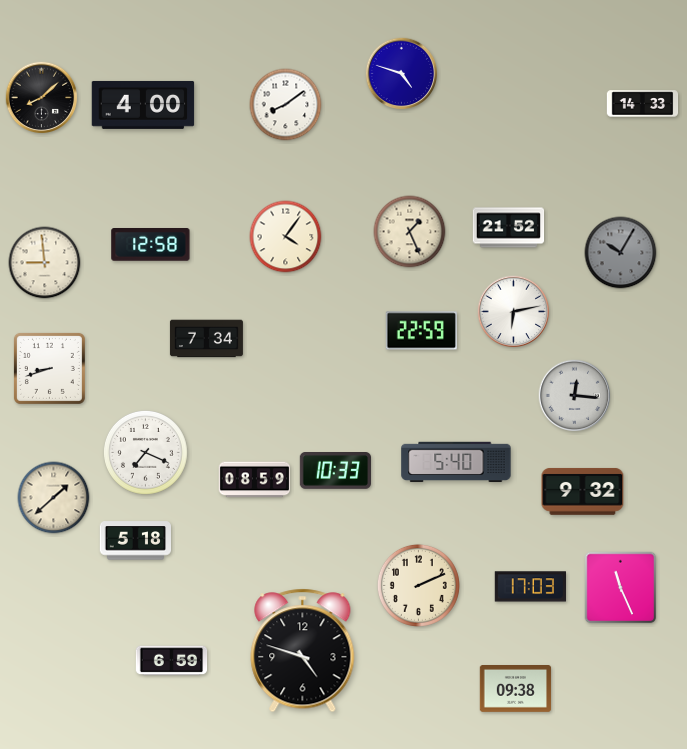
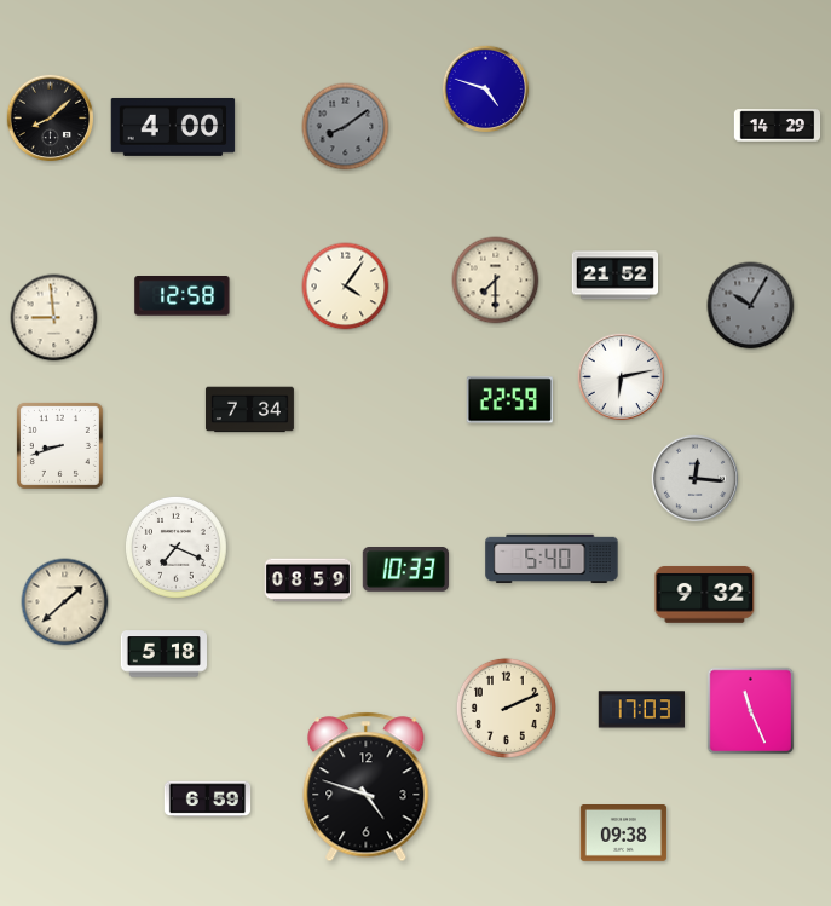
clock at (643, 104): 14:33 -> 14:29
clock at (286, 105) dial: white -> grey
clock at (410, 232): 1:26 -> 7:30
